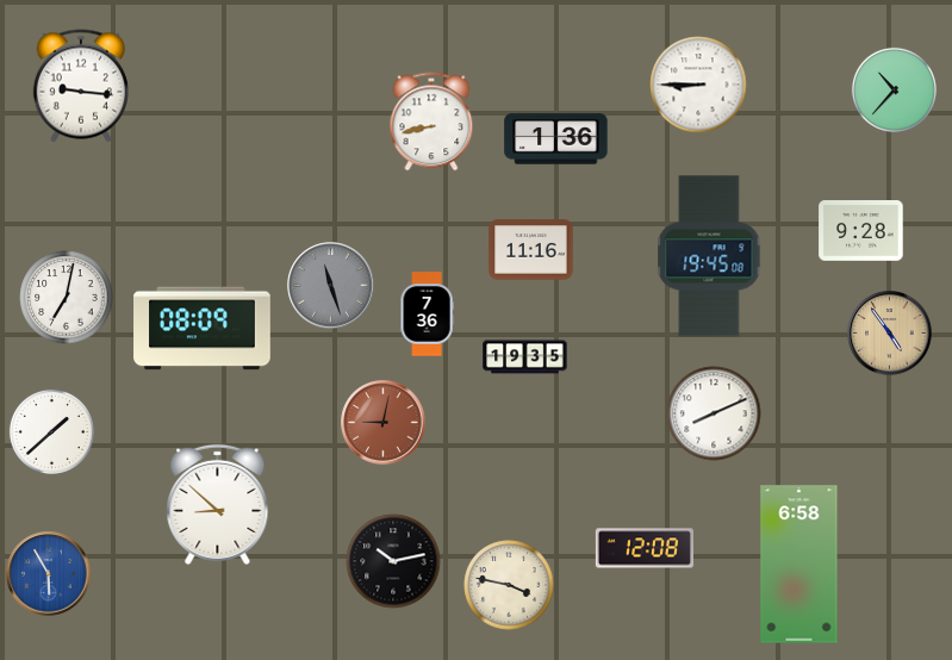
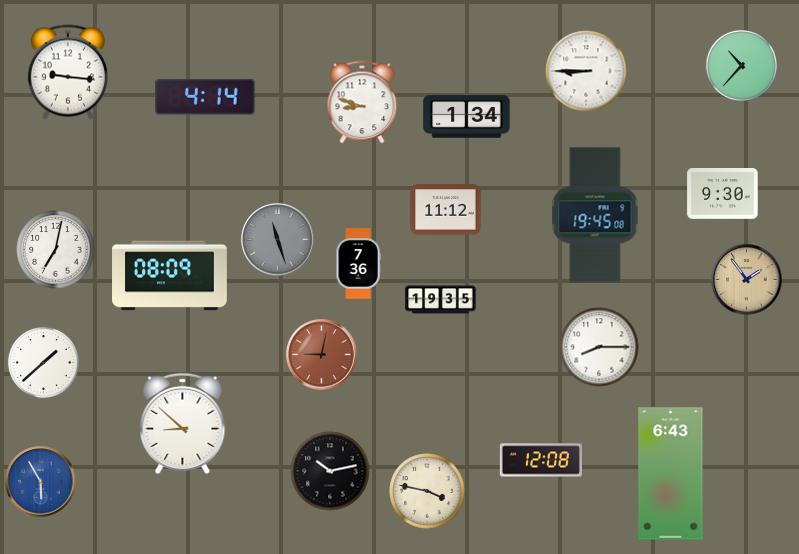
clock at (894, 89) position: (894, 89) -> (741, 65)
clock at (206, 97): none -> 4:14
clock at (431, 122): 8:43 -> 8:48
clock at (556, 139): 1:36 -> 1:34
clock at (861, 231): 9:28 -> 9:30
clock at (531, 250): 11:16 -> 11:12
clock at (890, 334): 4:54 -> 1:54
clock at (714, 413): 8:11 -> 8:15
clock at (799, 565): 6:58 -> 6:43
